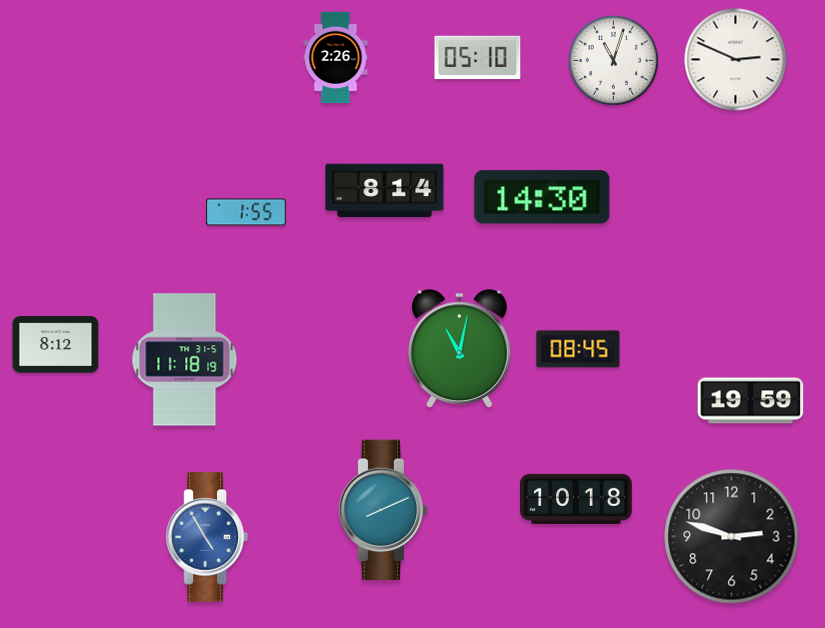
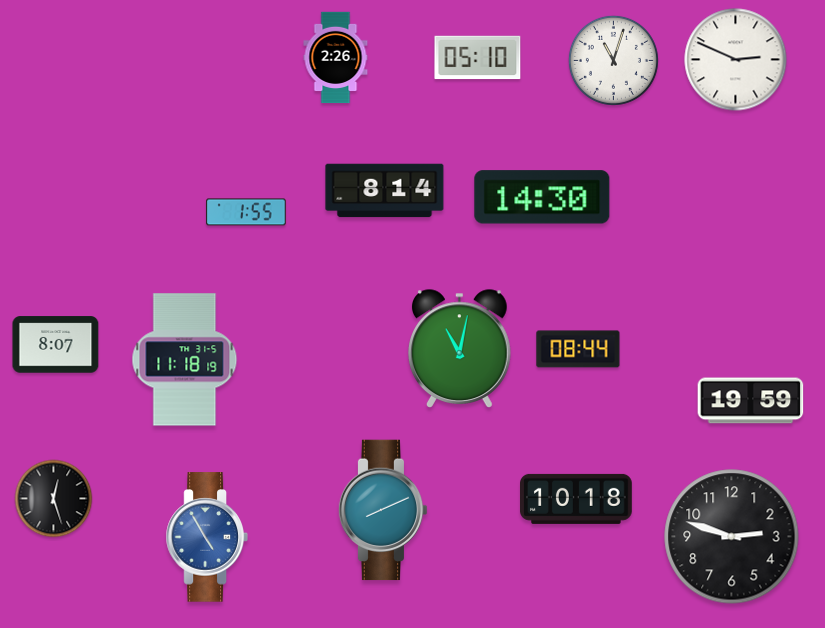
clock at (56, 345): 8:12 -> 8:07
clock at (578, 349): 08:45 -> 08:44
clock at (54, 499): none -> 12:27
